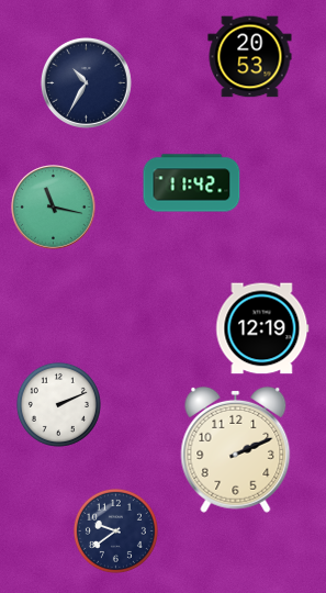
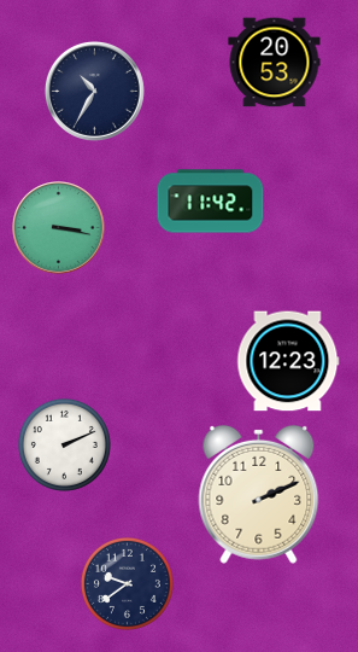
clock at (54, 208): 11:17 -> 3:17
clock at (262, 328): 12:19 -> 12:23
